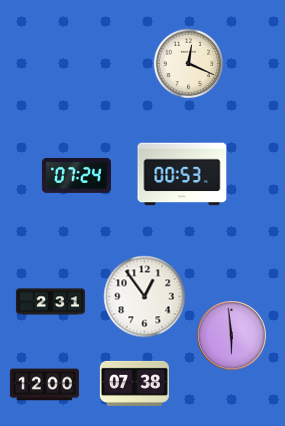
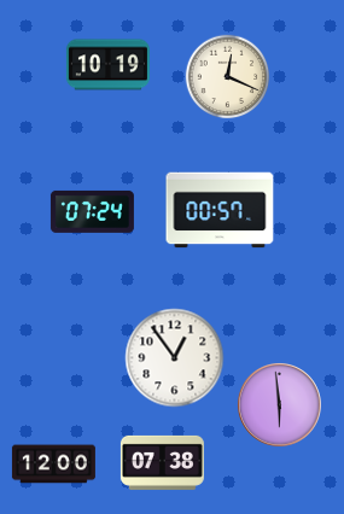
clock at (107, 65): none -> 10:19
clock at (182, 174): 00:53 -> 00:57
clock at (50, 302): 2:31 -> none
